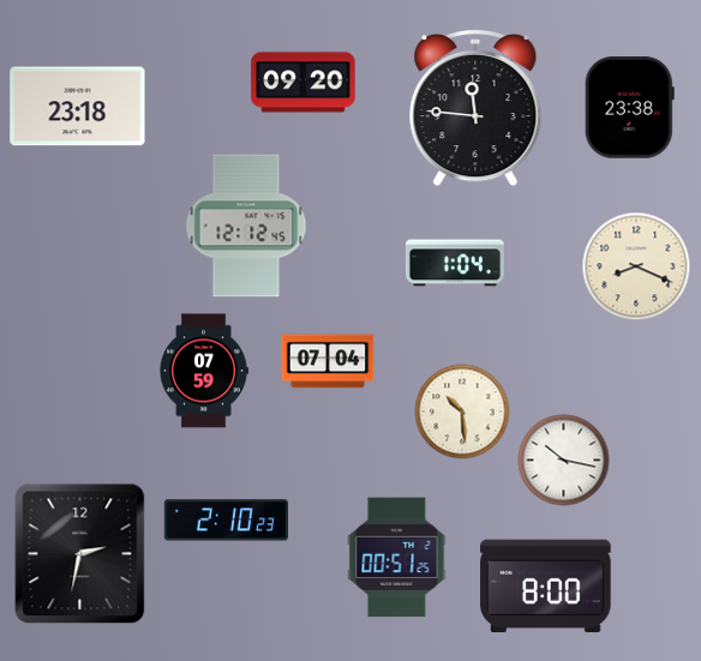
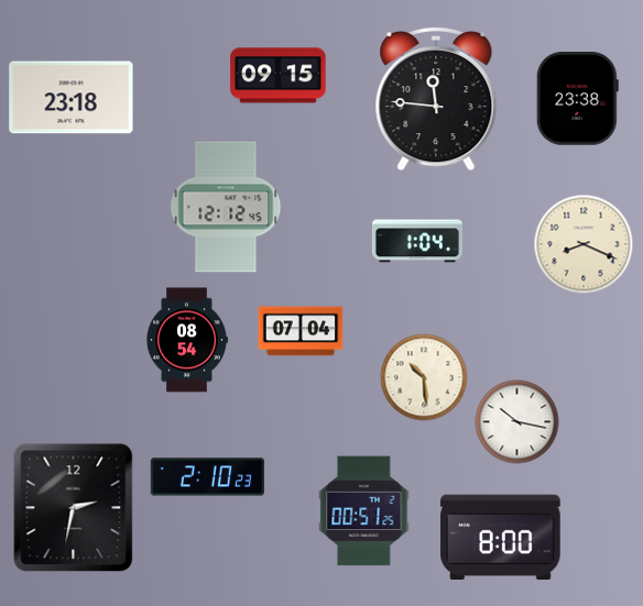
clock at (304, 83): 09:20 -> 09:15
clock at (204, 371): 07:59 -> 08:54
